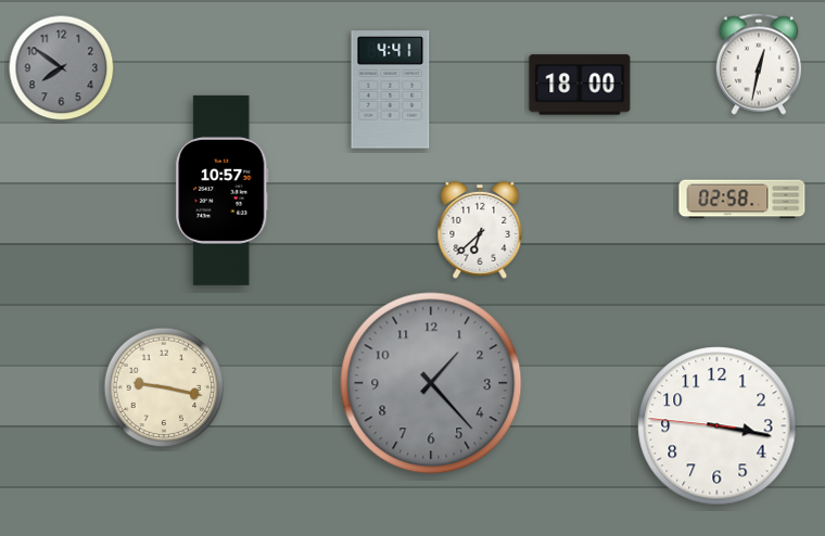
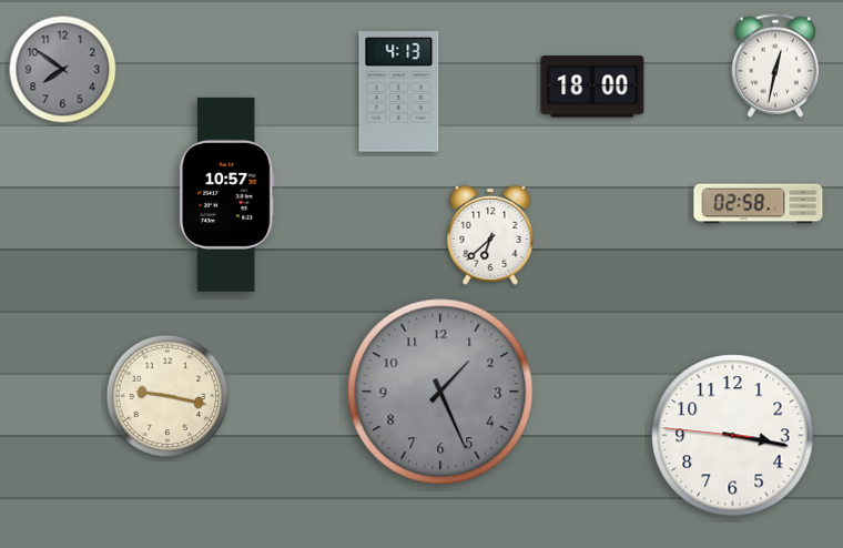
clock at (391, 90): 4:41 -> 4:13
clock at (431, 383): 1:23 -> 1:26
